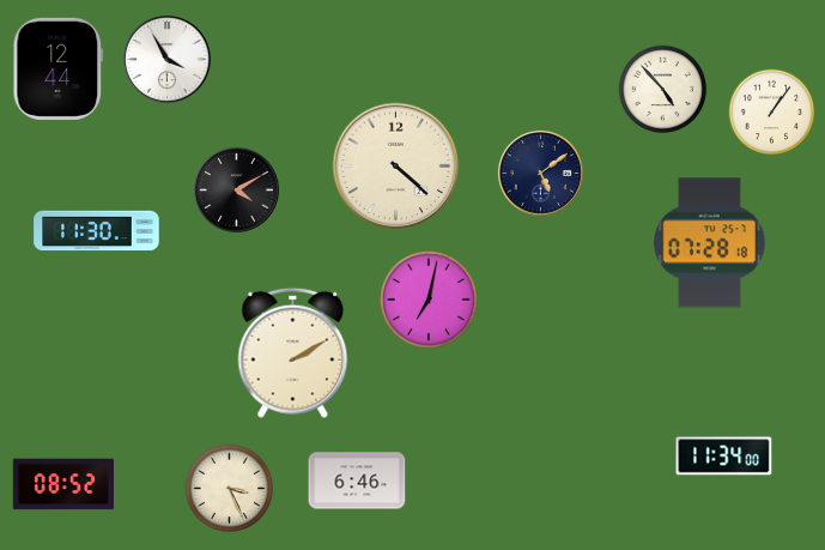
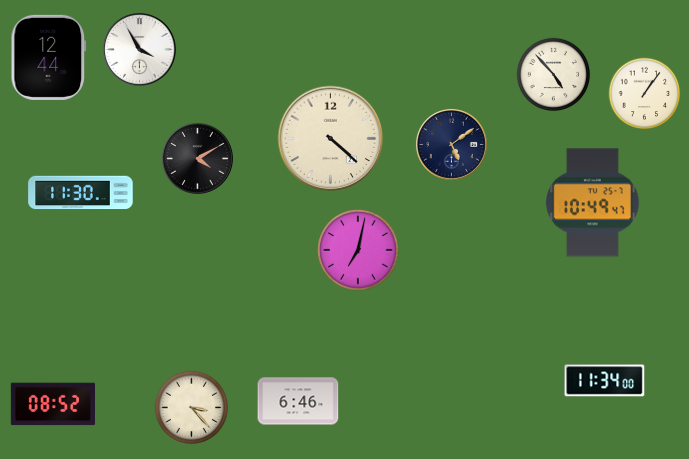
clock at (710, 243): 07:28 -> 10:49
clock at (293, 352): 2:10 -> none
clock at (230, 489): 3:26 -> 3:23
